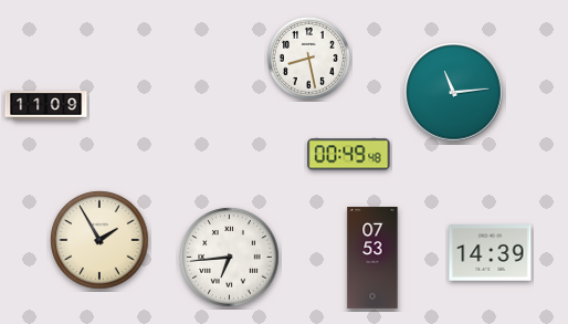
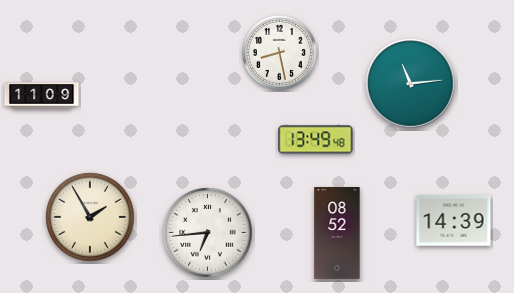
clock at (349, 155): 00:49 -> 13:49
clock at (491, 253) position: (491, 253) -> (454, 221)
clock at (372, 259): 07:53 -> 08:52
